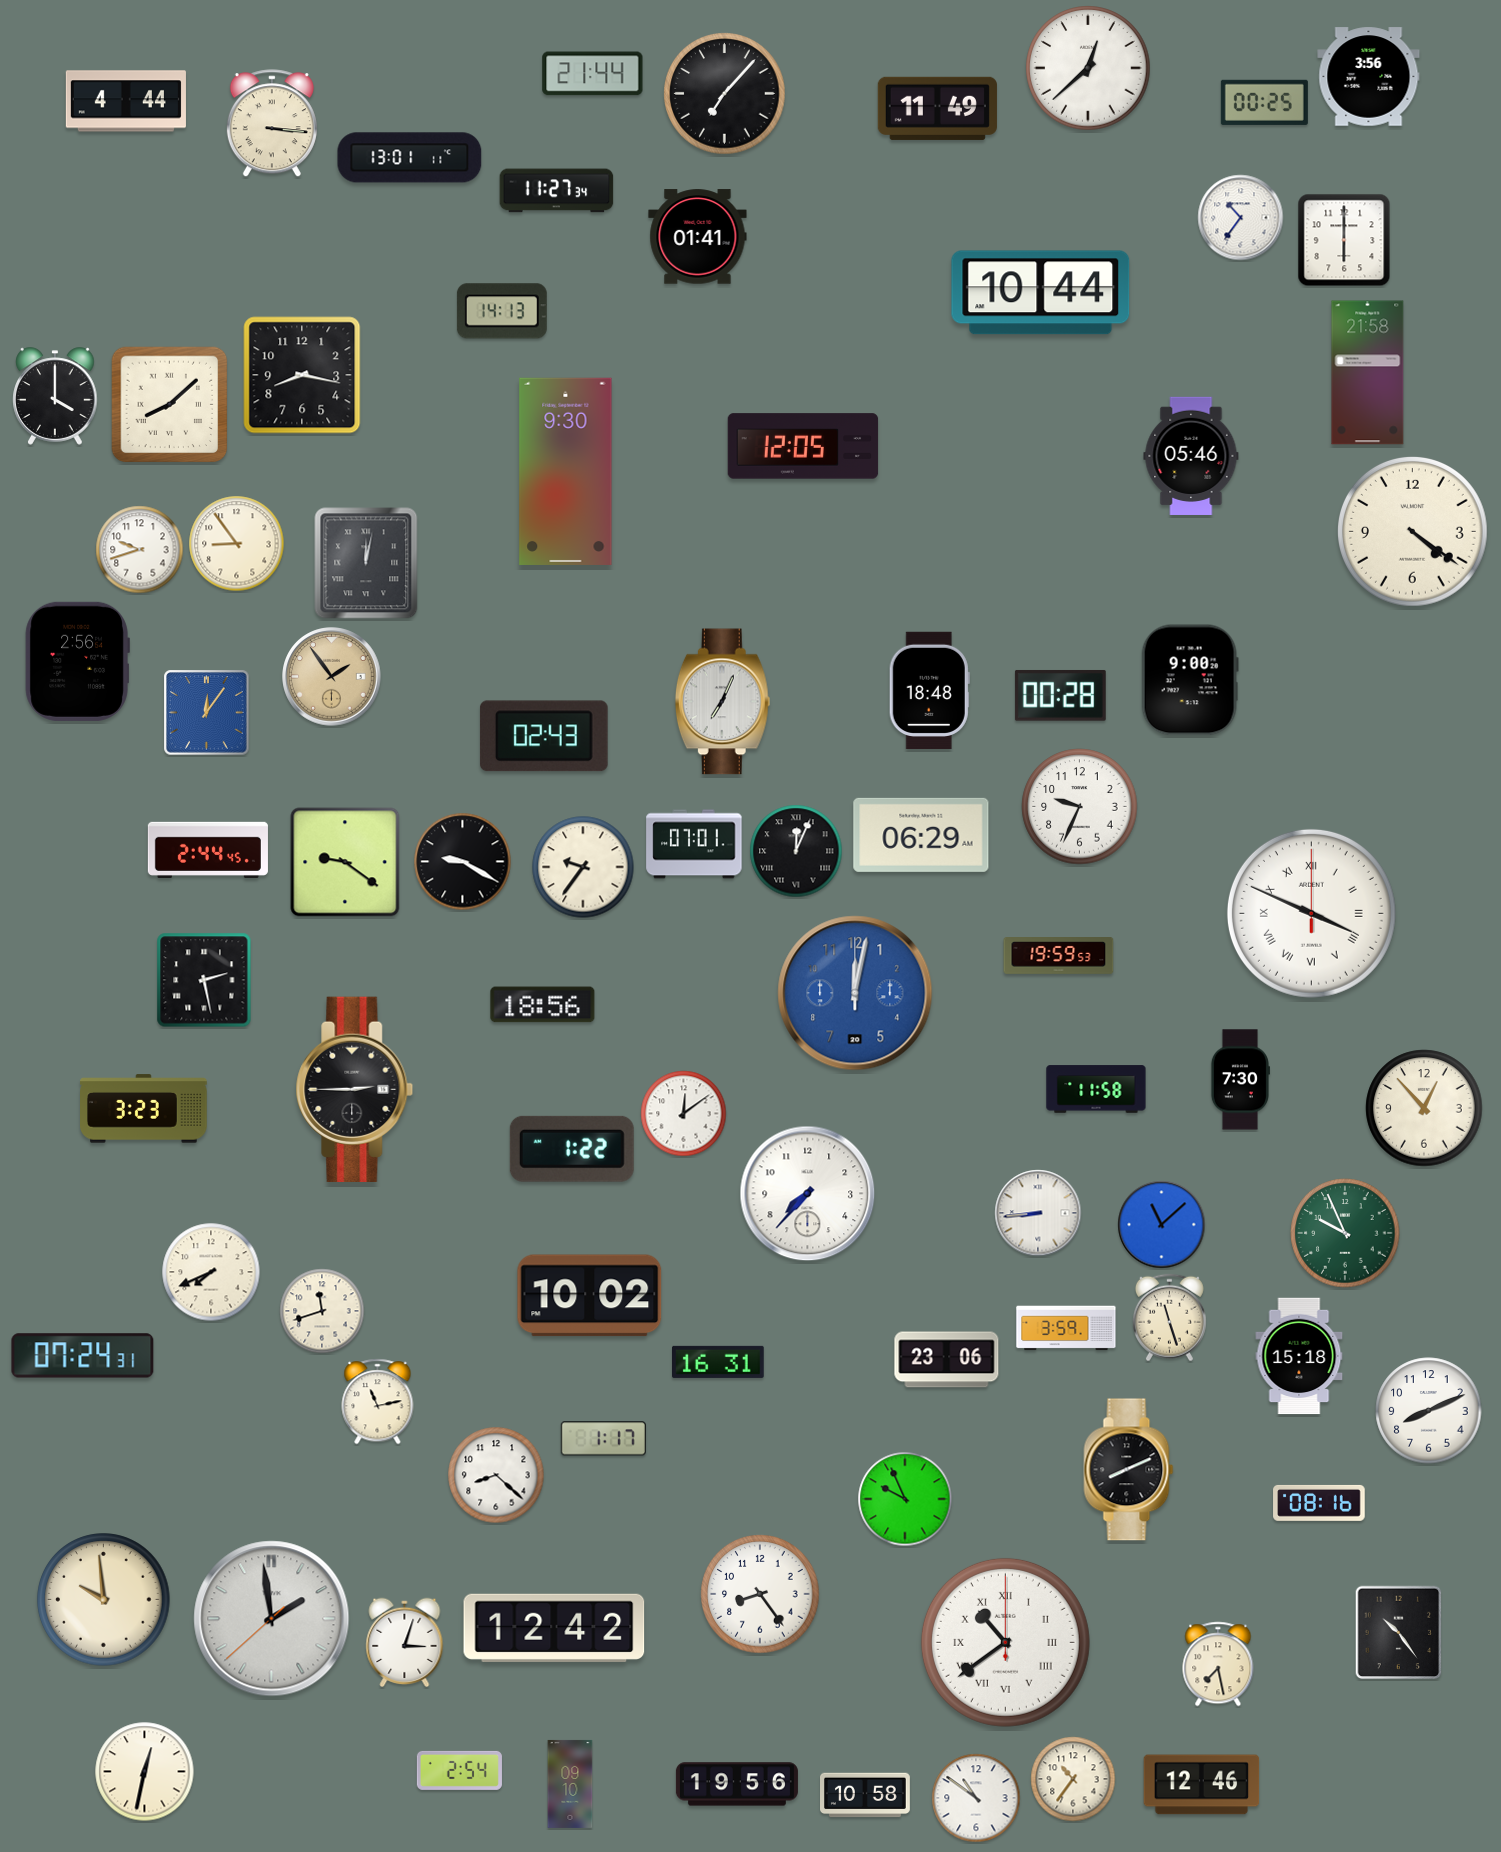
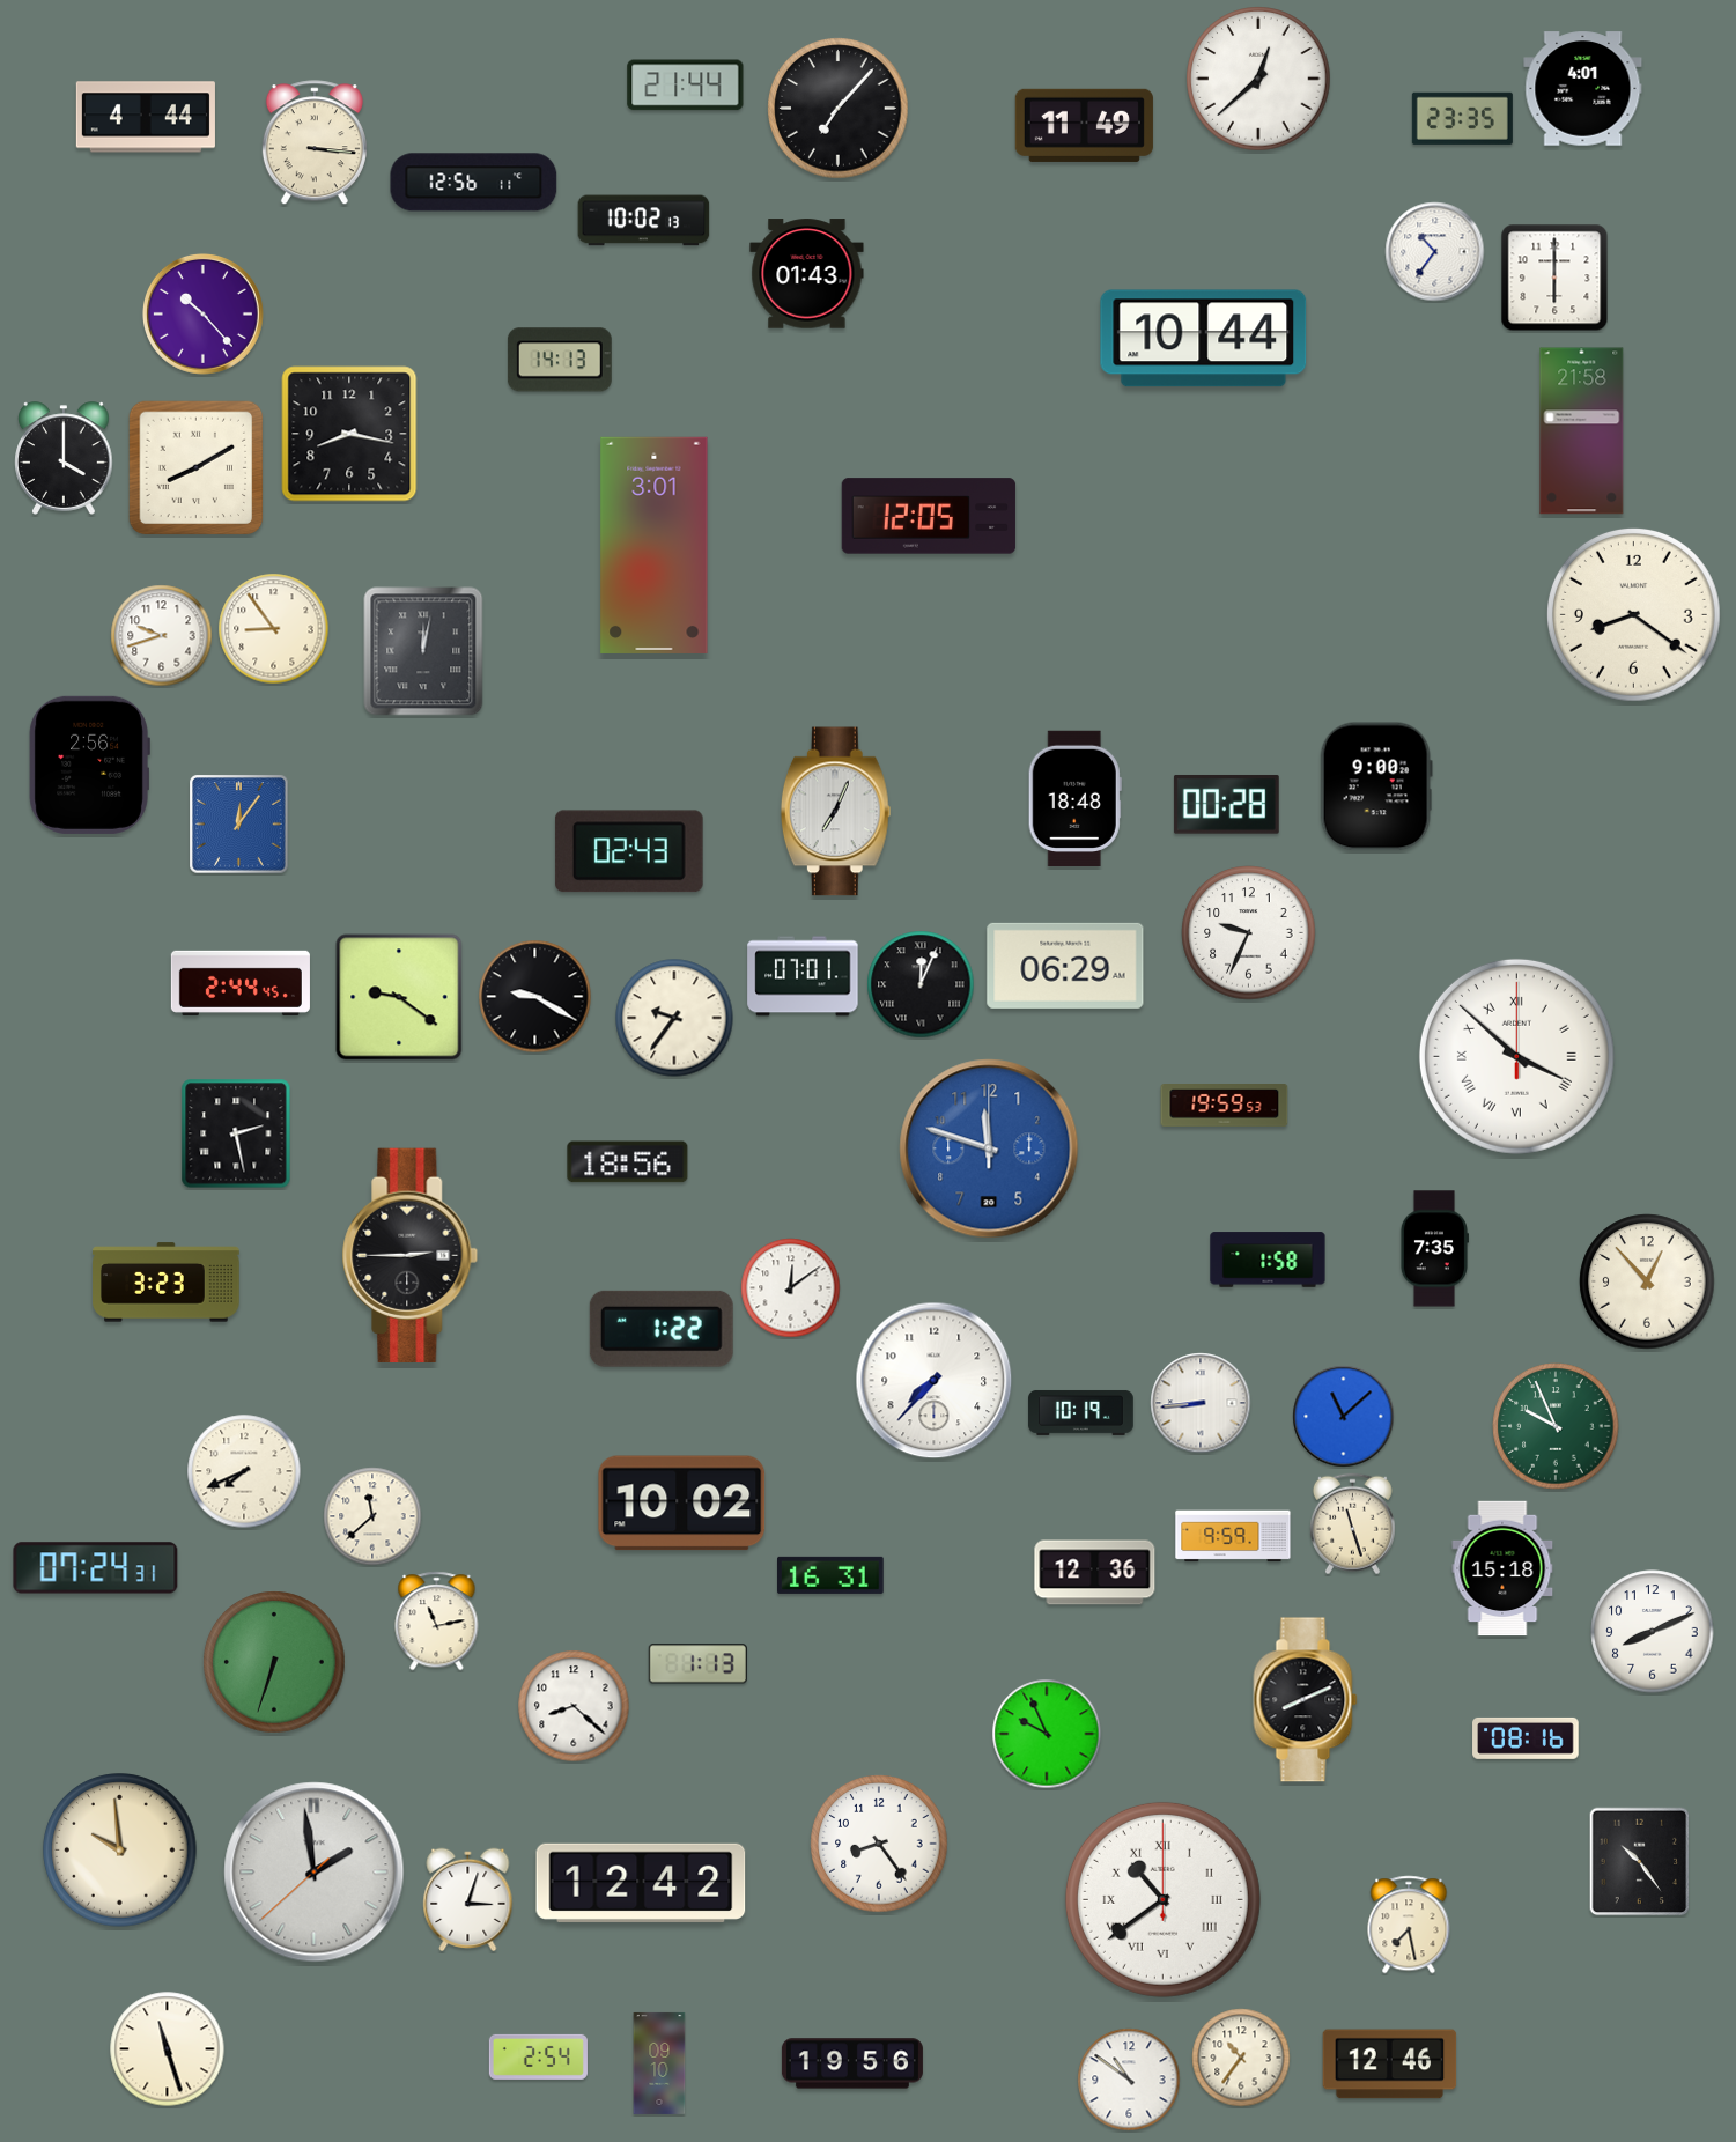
clock at (1369, 77): 3:56 -> 4:01
clock at (1264, 102): 00:25 -> 23:35
clock at (410, 158): 13:01 -> 12:56
clock at (557, 191): 11:27 -> 10:02
clock at (698, 237): 01:41 -> 01:43
clock at (202, 313): none -> 10:23
clock at (502, 311) position: (502, 311) -> (560, 360)
clock at (170, 405): 8:08 -> 8:10
clock at (1191, 456): 05:46 -> none
clock at (566, 471): 9:30 -> 3:01
clock at (1412, 531): 4:21 -> 8:21
clock at (332, 677): 1:54 -> none
clock at (583, 867) position: (583, 867) -> (674, 1018)
clock at (1311, 913): 3:49 -> 3:52
clock at (855, 993): 12:02 -> 11:48
clock at (1240, 1080): 7:30 -> 7:35
clock at (355, 1089) position: (355, 1089) -> (411, 1255)
clock at (1096, 1089): 11:58 -> 1:58
clock at (1081, 1412): none -> 10:19
clock at (590, 1296) position: (590, 1296) -> (682, 1504)
clock at (322, 1311): 11:42 -> 11:38
clock at (1066, 1328): 3:59 -> 9:59
clock at (947, 1360): 23:06 -> 12:36
clock at (274, 1662): none -> 6:33
clock at (603, 1439): 1:17 -> 1:13
clock at (1399, 1633) position: (1399, 1633) -> (1640, 1862)
clock at (459, 1770) position: (459, 1770) -> (538, 2056)
clock at (145, 1772): 12:32 -> 11:27
clock at (866, 1795): 10:58 -> none
